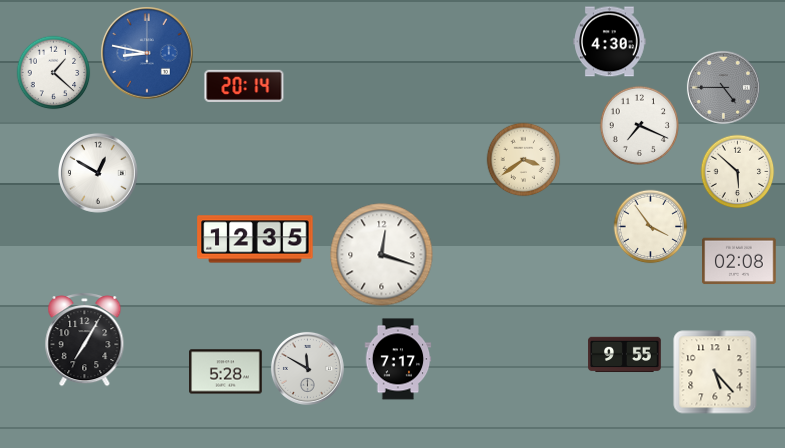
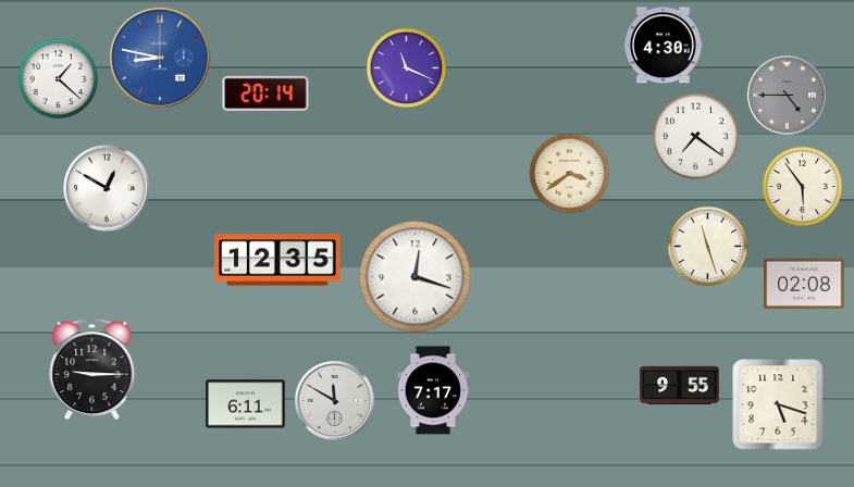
clock at (407, 68): none -> 11:19
clock at (639, 125): 7:19 -> 7:21
clock at (738, 172): 5:52 -> 5:54
clock at (651, 227): 3:54 -> 11:27
clock at (85, 340): 7:05 -> 9:15
clock at (226, 372): 5:28 -> 6:11
clock at (715, 372): 5:23 -> 5:18
